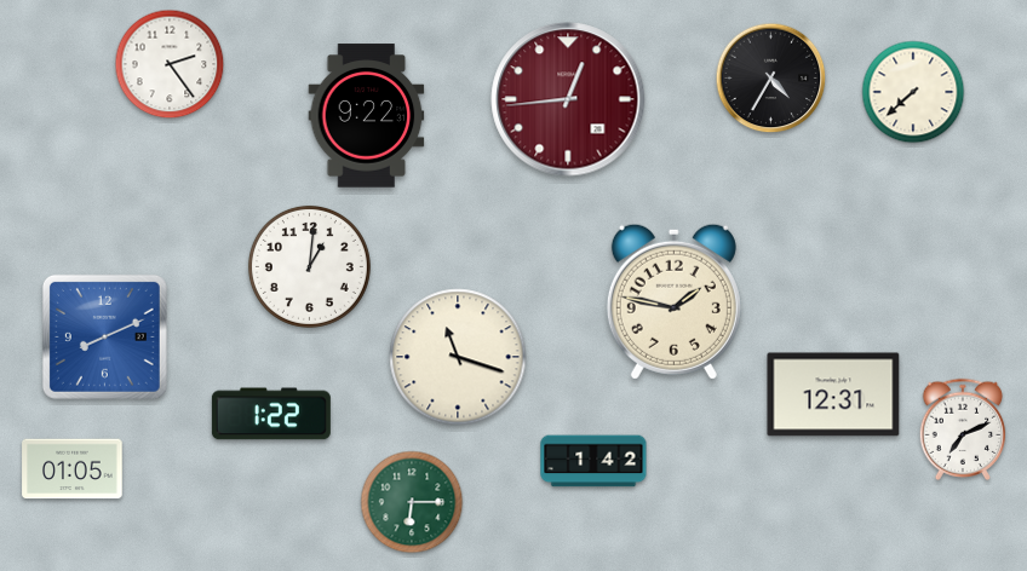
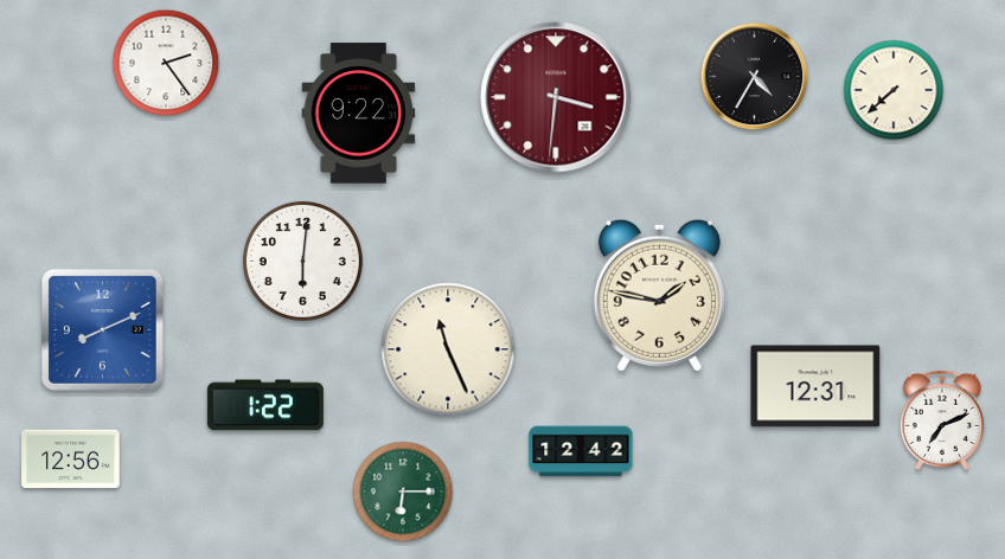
clock at (568, 99): 12:44 -> 3:31
clock at (309, 266): 1:01 -> 6:01
clock at (458, 357): 11:18 -> 11:26
clock at (593, 461): 1:42 -> 12:42
clock at (73, 469): 01:05 -> 12:56
